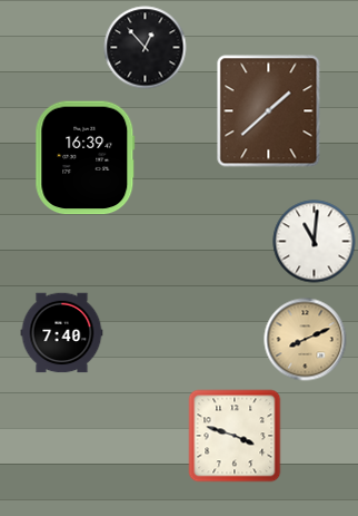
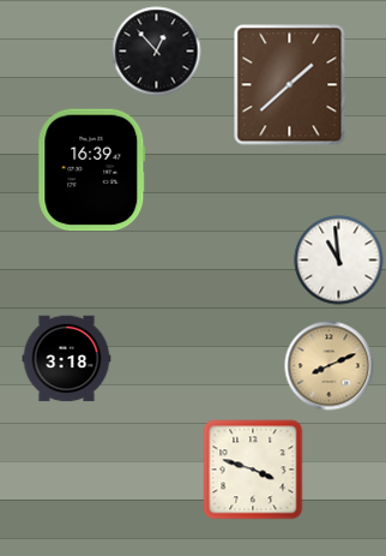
clock at (269, 111) position: (269, 111) -> (290, 85)
clock at (315, 242): 11:01 -> 10:59
clock at (62, 333): 7:40 -> 3:18
